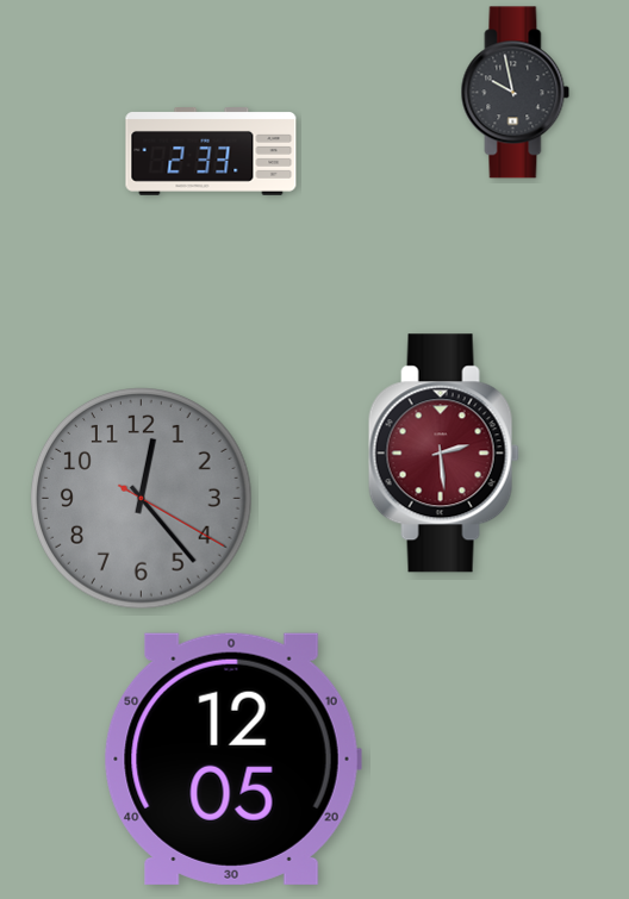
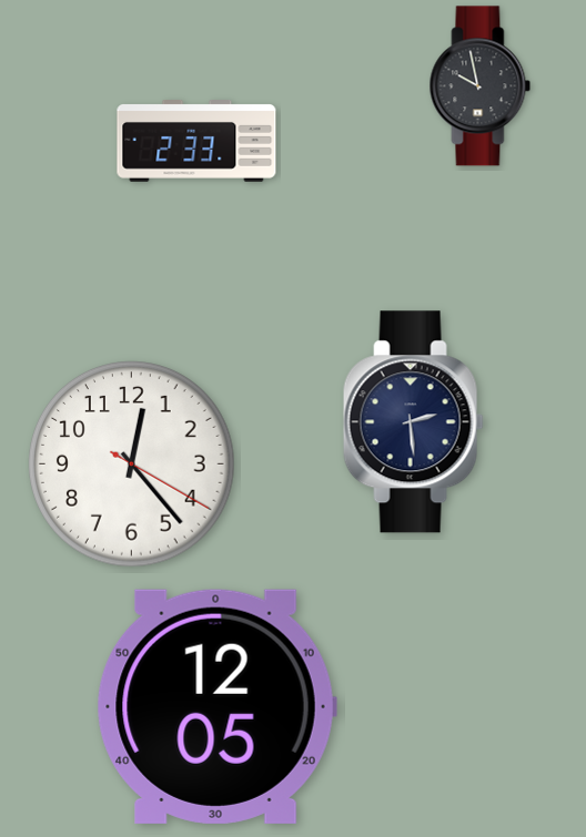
clock at (443, 454) dial: burgundy -> navy
clock at (142, 499) dial: grey -> white
